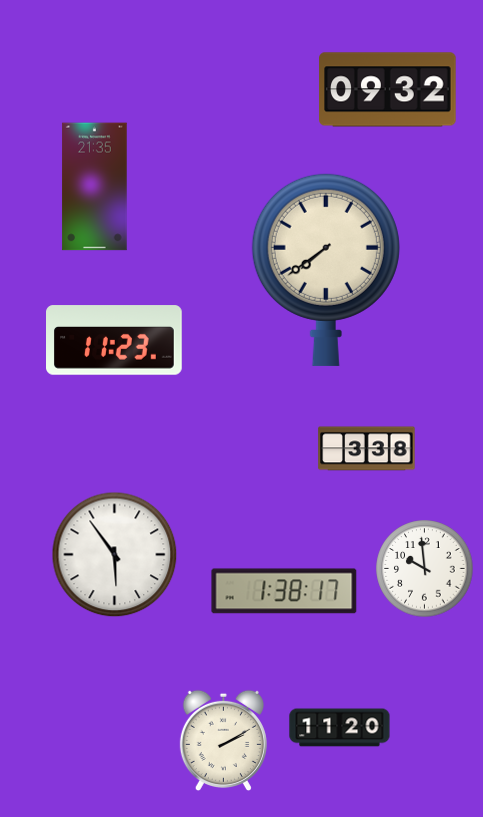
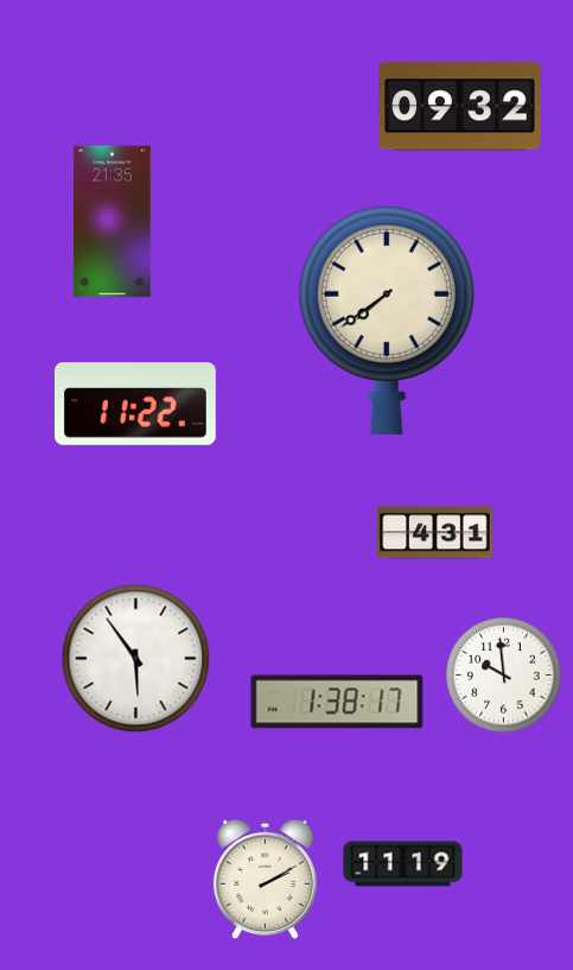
clock at (115, 340): 11:23 -> 11:22
clock at (367, 449): 3:38 -> 4:31
clock at (340, 728): 11:20 -> 11:19
